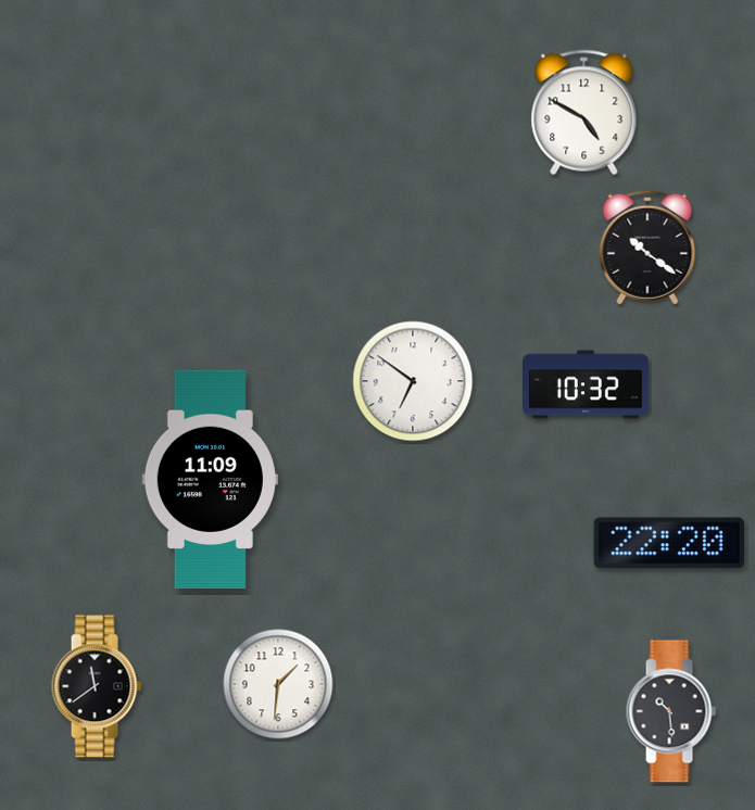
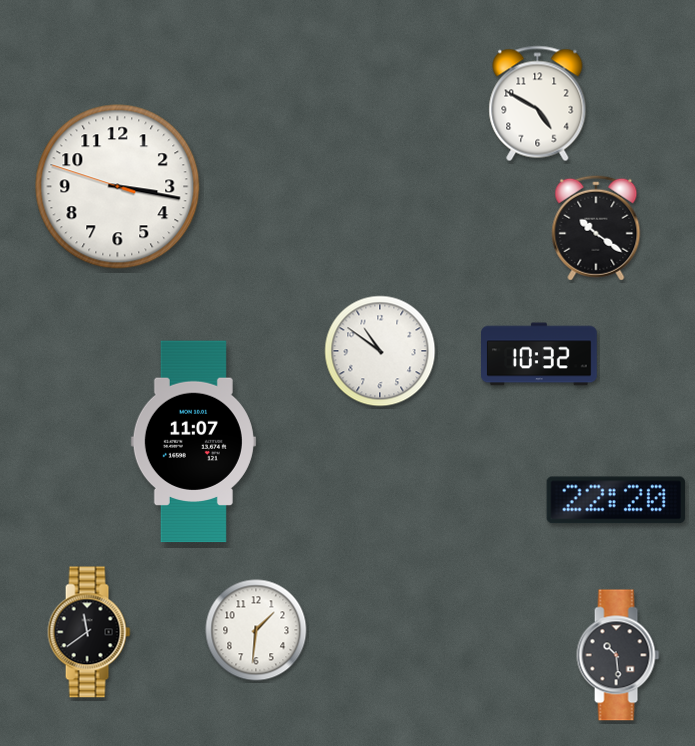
clock at (118, 187): none -> 3:16
clock at (413, 381): 6:51 -> 10:51
clock at (210, 480): 11:09 -> 11:07
